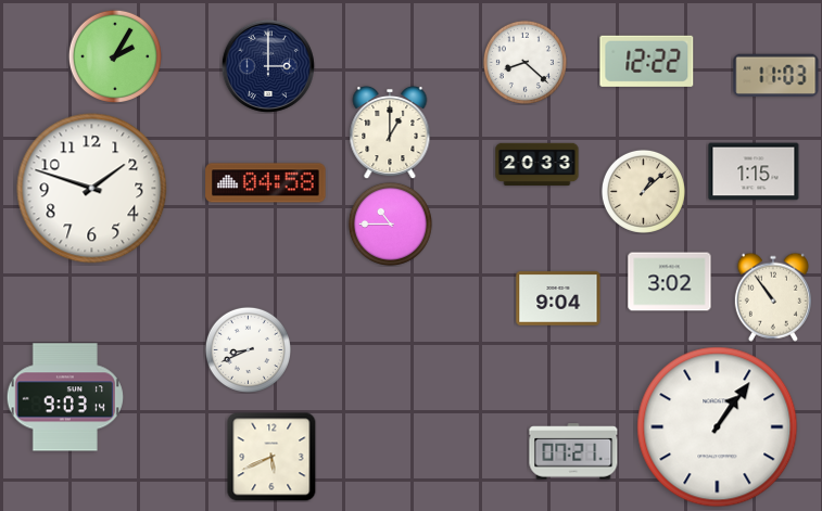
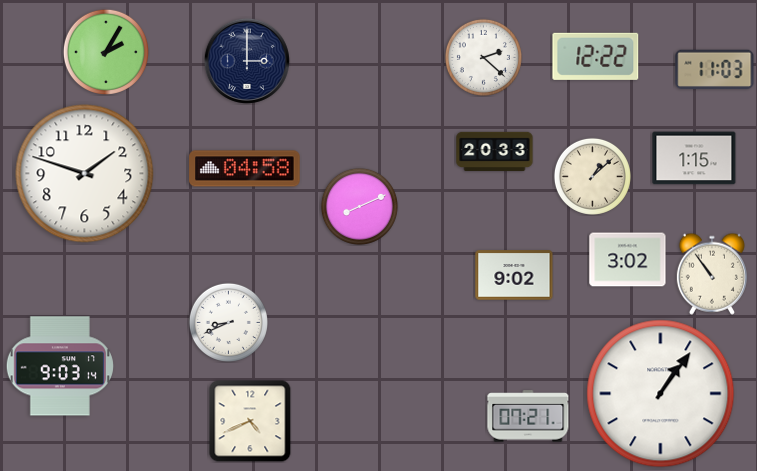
clock at (524, 62): 8:22 -> 2:22
clock at (390, 132): 1:00 -> none
clock at (390, 223): 10:45 -> 8:11
clock at (670, 282) position: (670, 282) -> (628, 260)
clock at (558, 298): 9:04 -> 9:02
clock at (271, 457): 5:41 -> 4:41
